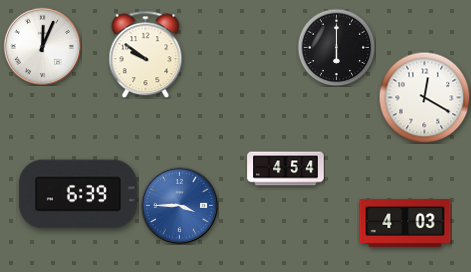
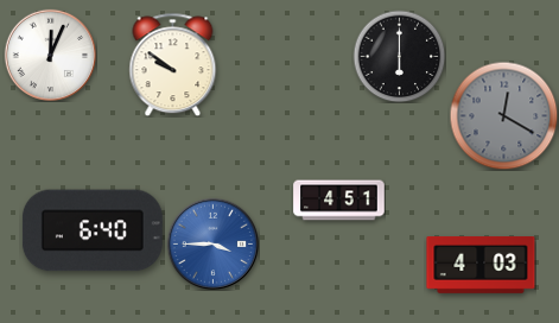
clock at (424, 97) dial: white -> grey
clock at (286, 169): 4:54 -> 4:51
clock at (78, 194): 6:39 -> 6:40
